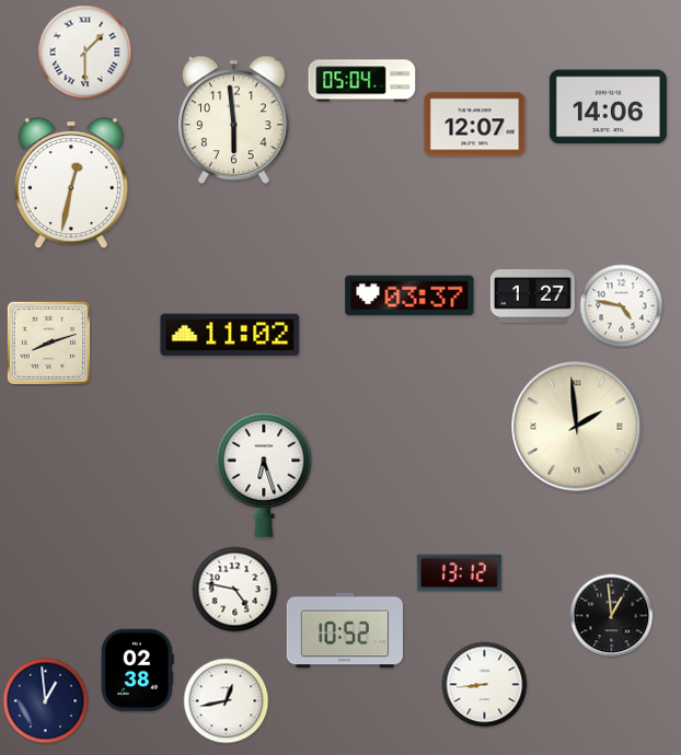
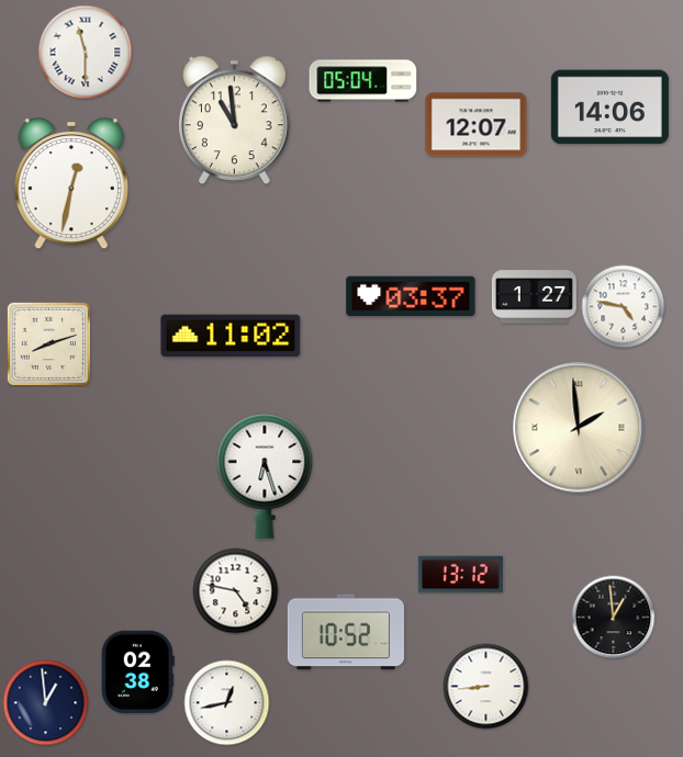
clock at (85, 53): 1:30 -> 11:30
clock at (234, 120): 5:59 -> 10:59
